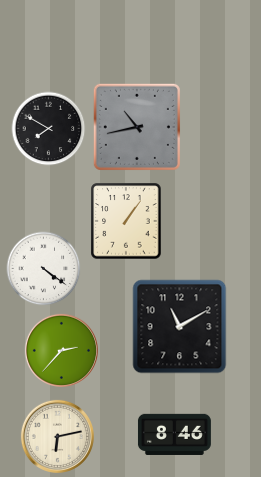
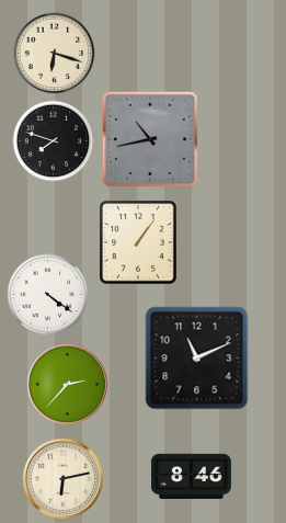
clock at (55, 54): none -> 6:18
clock at (49, 129): 7:50 -> 7:48
clock at (180, 327): 11:10 -> 11:11
